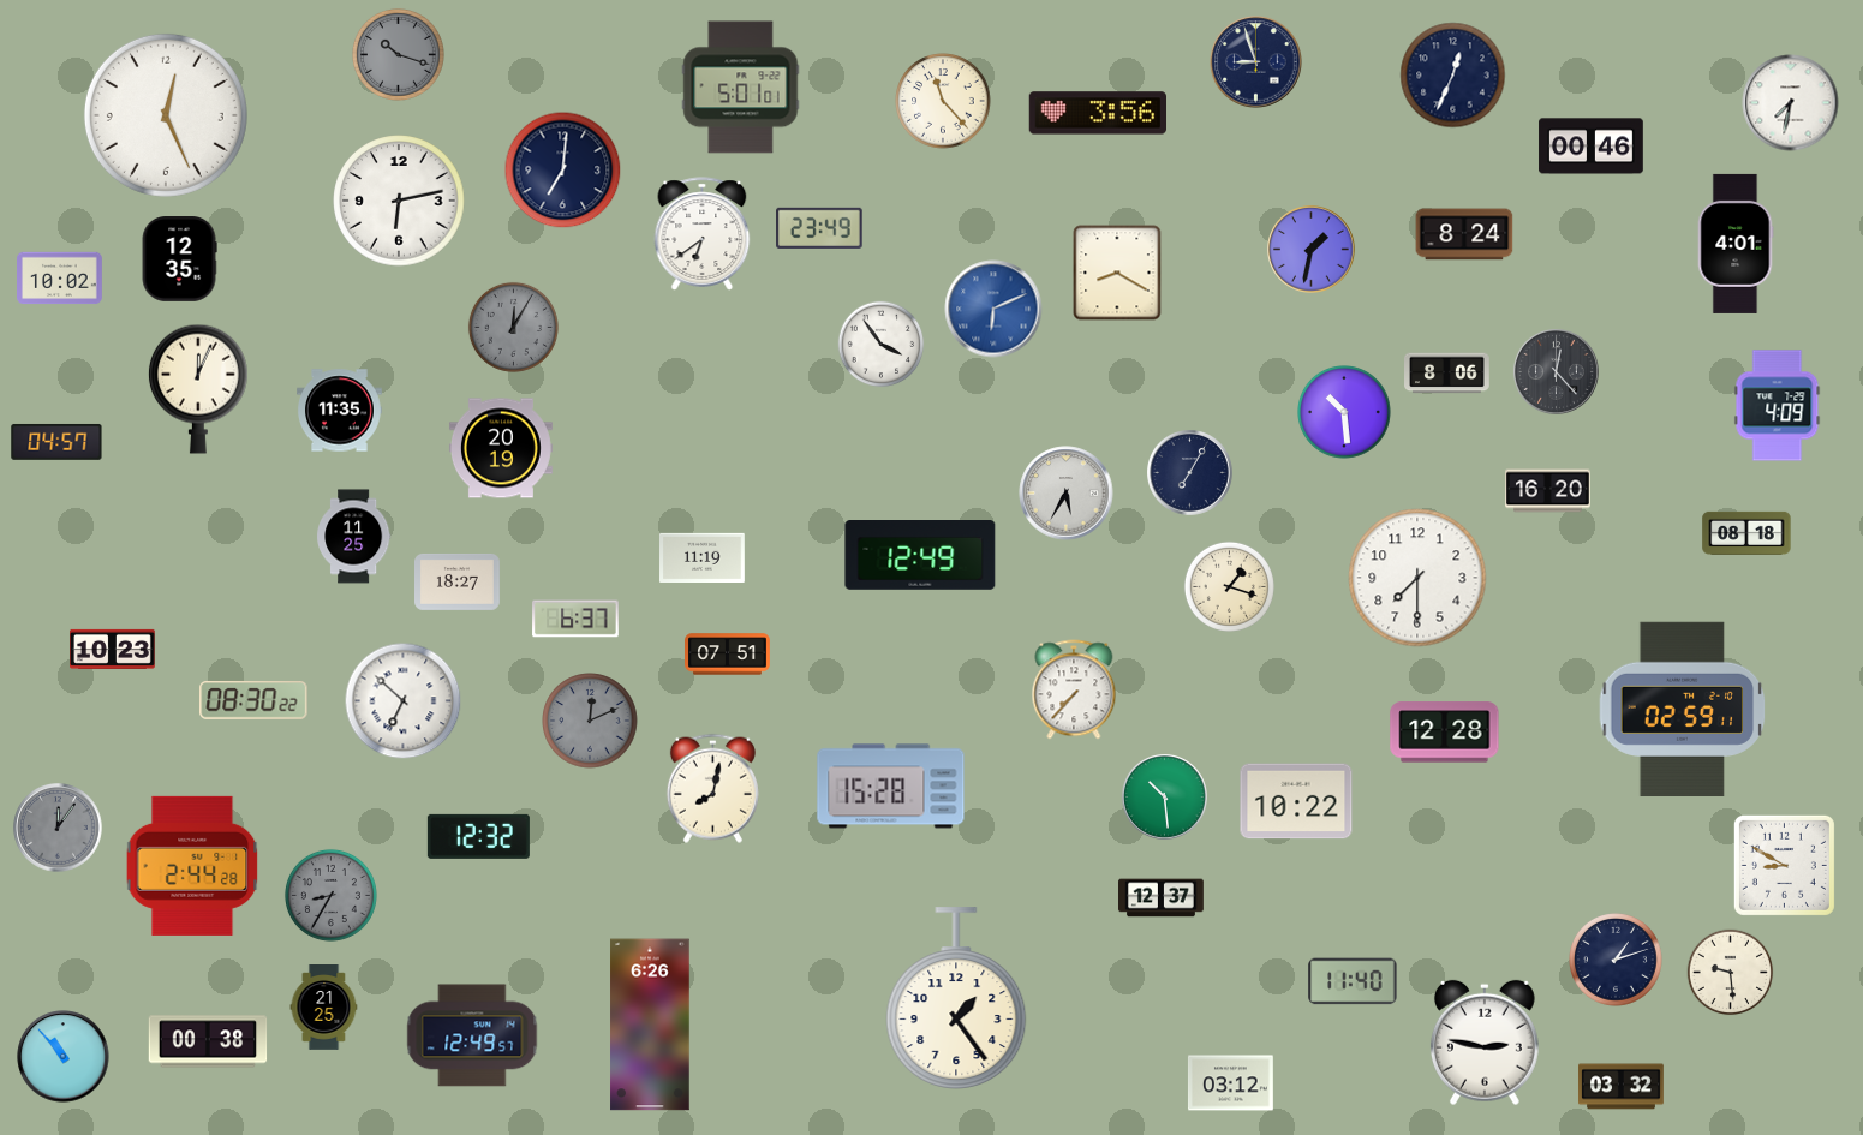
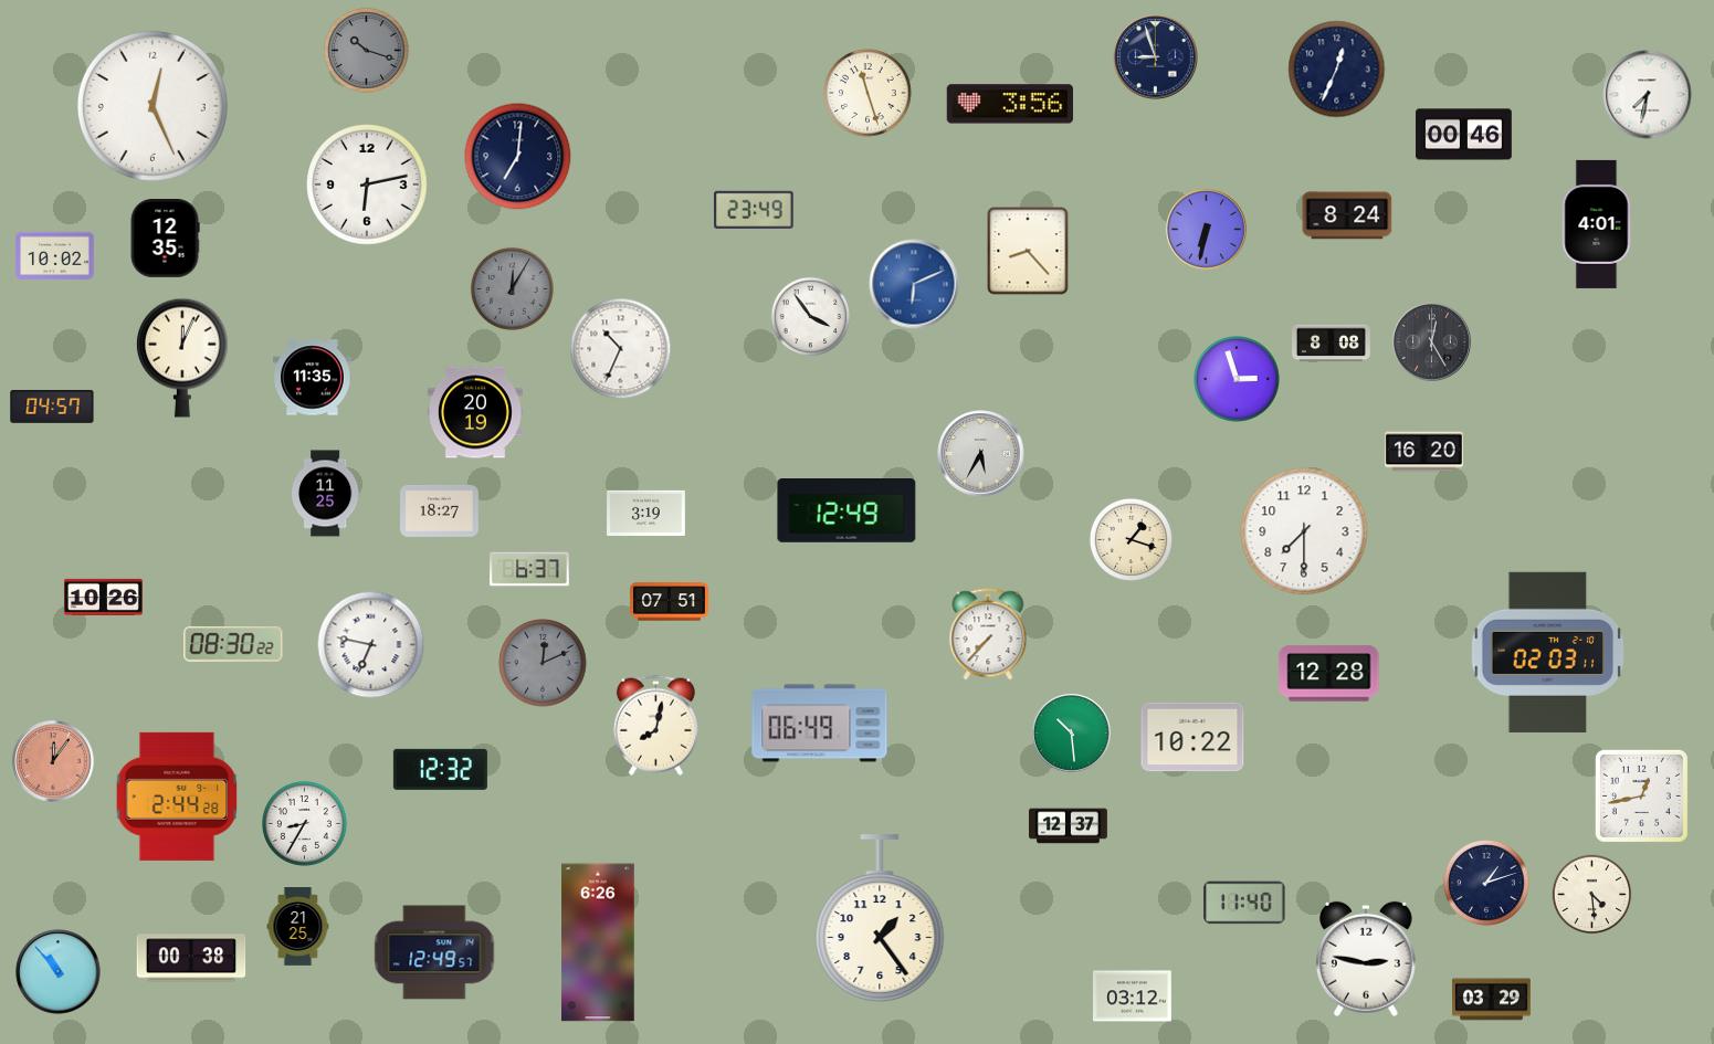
clock at (741, 88): 5:01 -> none
clock at (943, 101): 11:23 -> 11:27
clock at (703, 234): 6:39 -> none
clock at (1312, 250): 1:32 -> 6:32
clock at (1117, 273): 8:20 -> 8:23
clock at (513, 327) position: (513, 327) -> (512, 288)
clock at (1557, 372): 12:23 -> 12:25
clock at (1447, 374): 8:06 -> 8:08
clock at (621, 349): none -> 10:34
clock at (1778, 406): 4:09 -> none
clock at (1345, 413): 10:29 -> 2:57
clock at (501, 448) position: (501, 448) -> (475, 412)
clock at (1190, 473): 7:05 -> none
clock at (1746, 533): 08:18 -> none
clock at (703, 557): 11:19 -> 3:19
clock at (458, 581) position: (458, 581) -> (440, 510)
clock at (113, 649): 10:23 -> 10:26
clock at (404, 701): 6:52 -> 6:47
clock at (1683, 709): 02:59 -> 02:03
clock at (891, 787): 15:28 -> 06:49
clock at (58, 828) dial: grey -> salmon
clock at (1784, 865): 8:50 -> 12:43
clock at (330, 895) dial: grey -> white
clock at (1731, 973): 9:29 -> 4:29
clock at (1622, 1087): 03:32 -> 03:29
